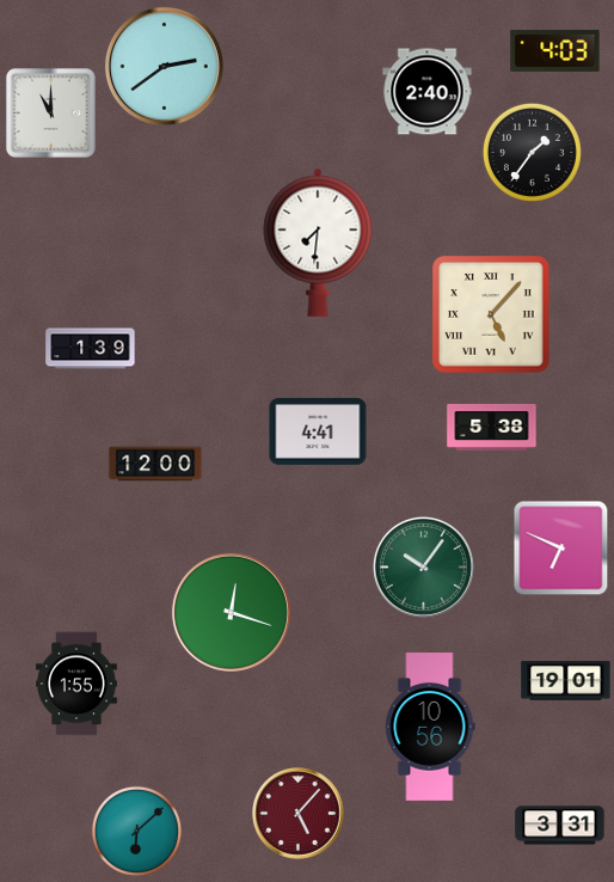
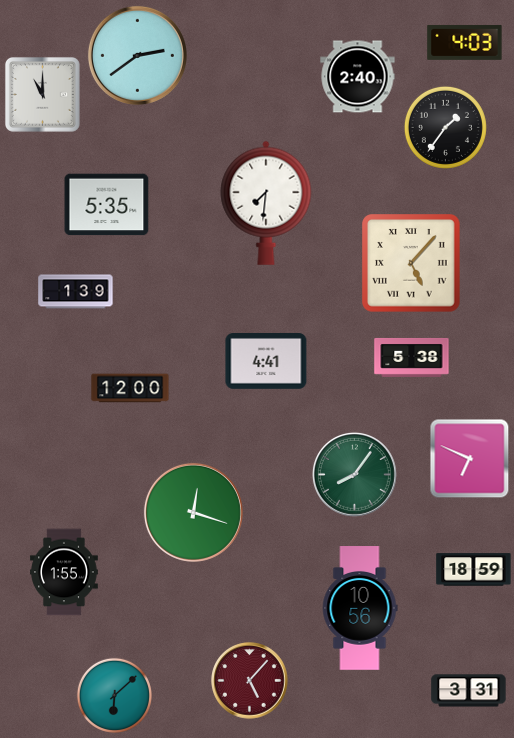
clock at (107, 205): none -> 5:35
clock at (423, 566): 10:06 -> 8:06
clock at (566, 681): 19:01 -> 18:59
